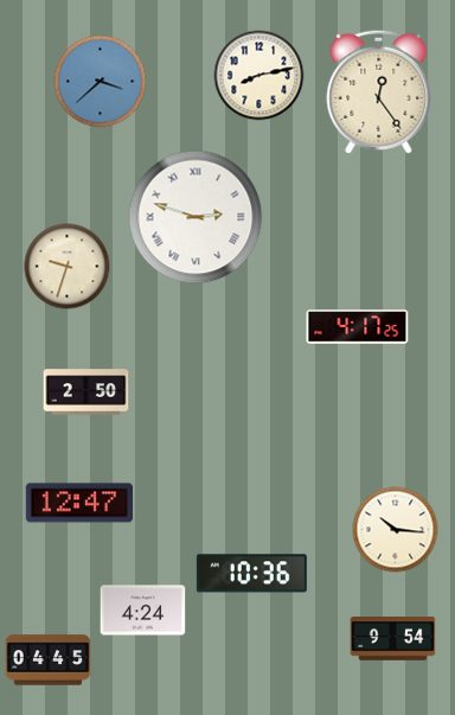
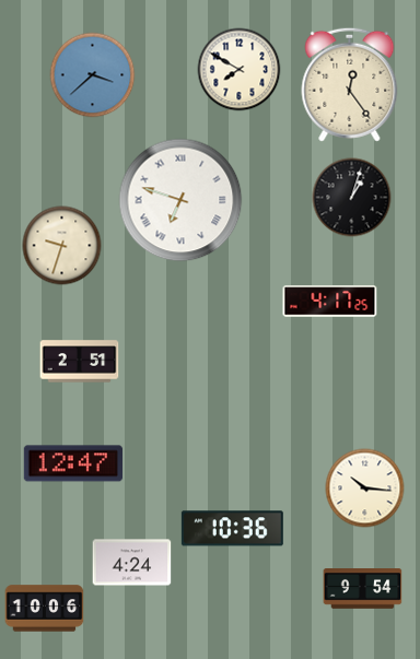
clock at (259, 76): 8:13 -> 7:50
clock at (352, 198): none -> 1:03
clock at (196, 217): 2:48 -> 6:48
clock at (86, 392): 2:50 -> 2:51
clock at (49, 660): 04:45 -> 10:06
